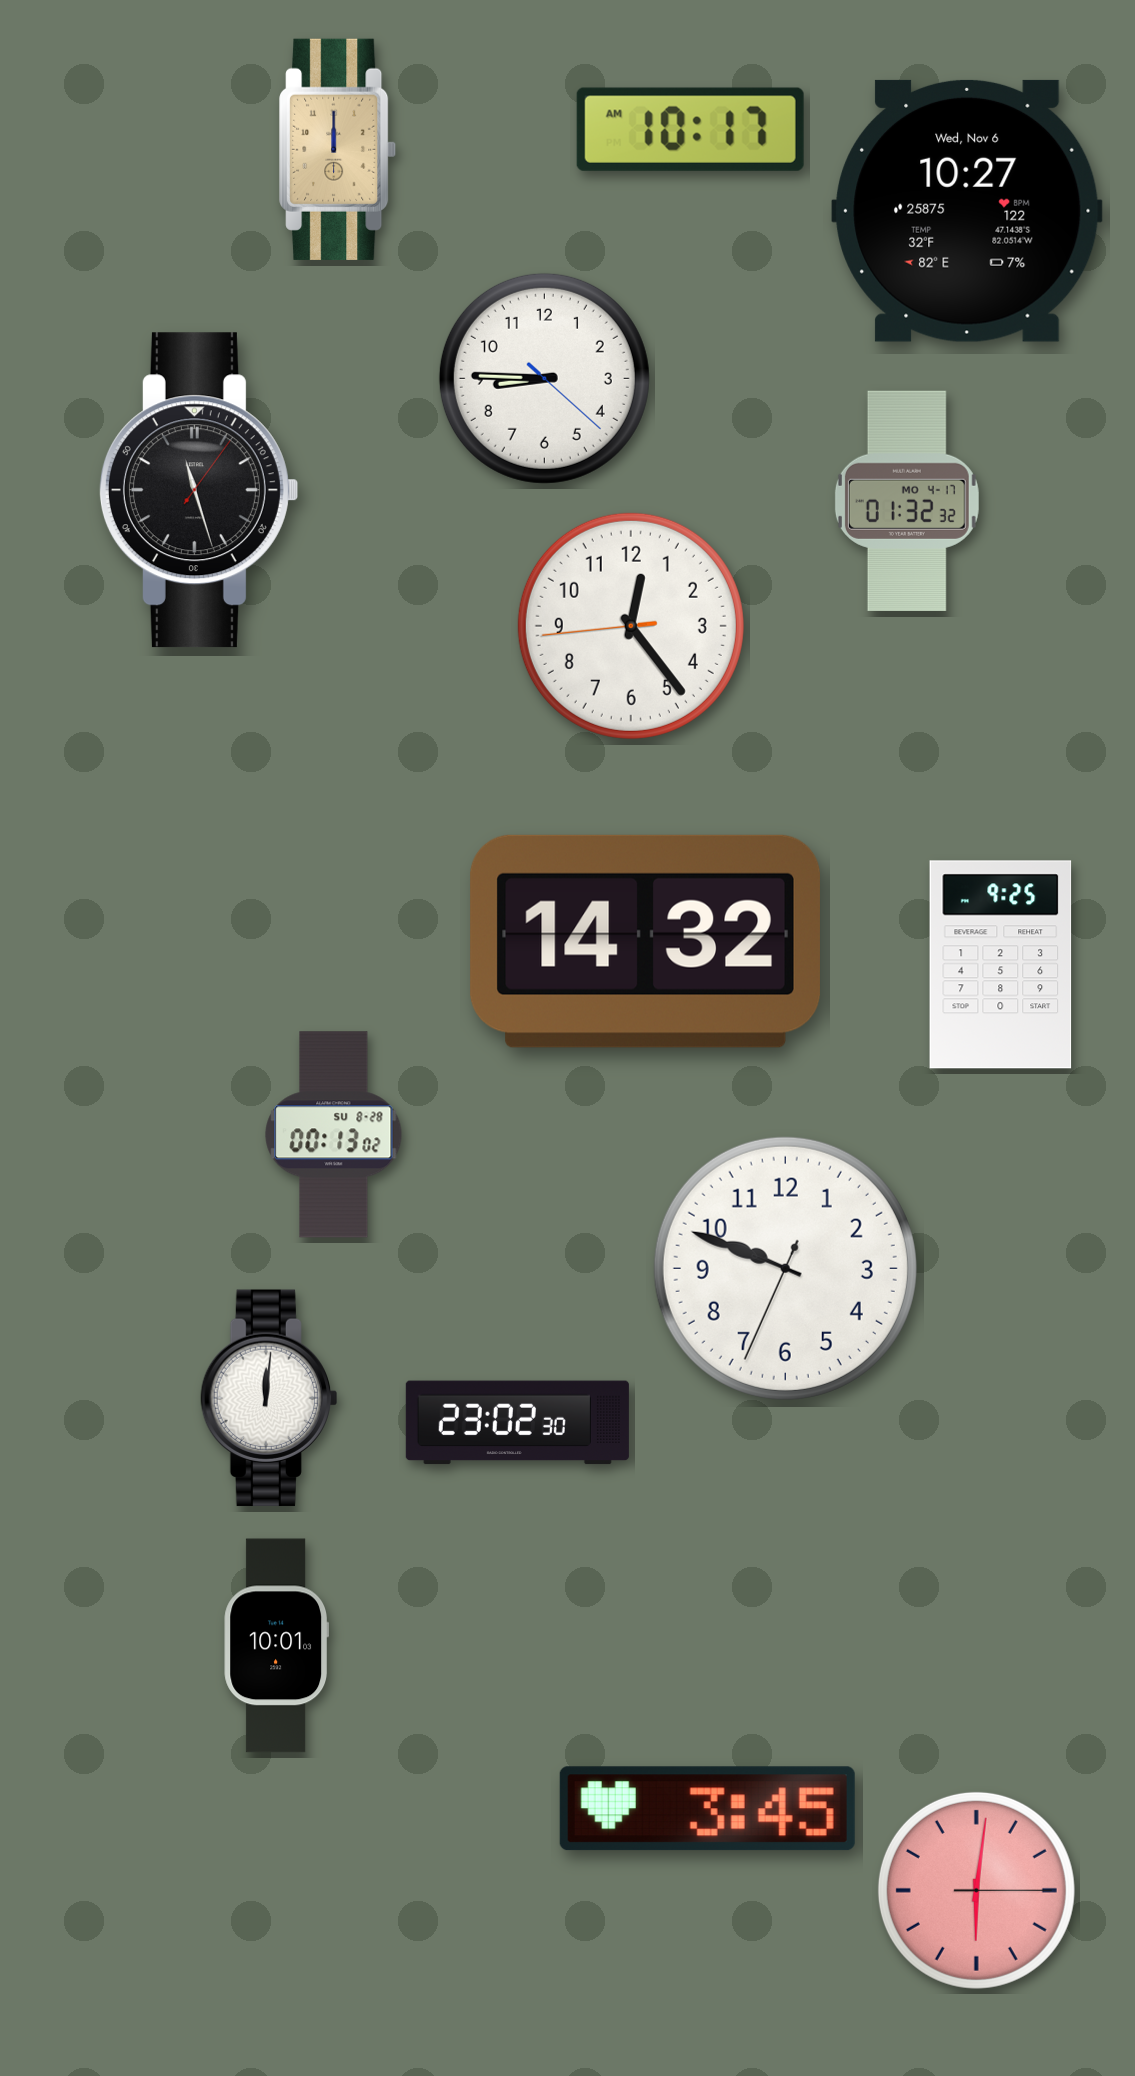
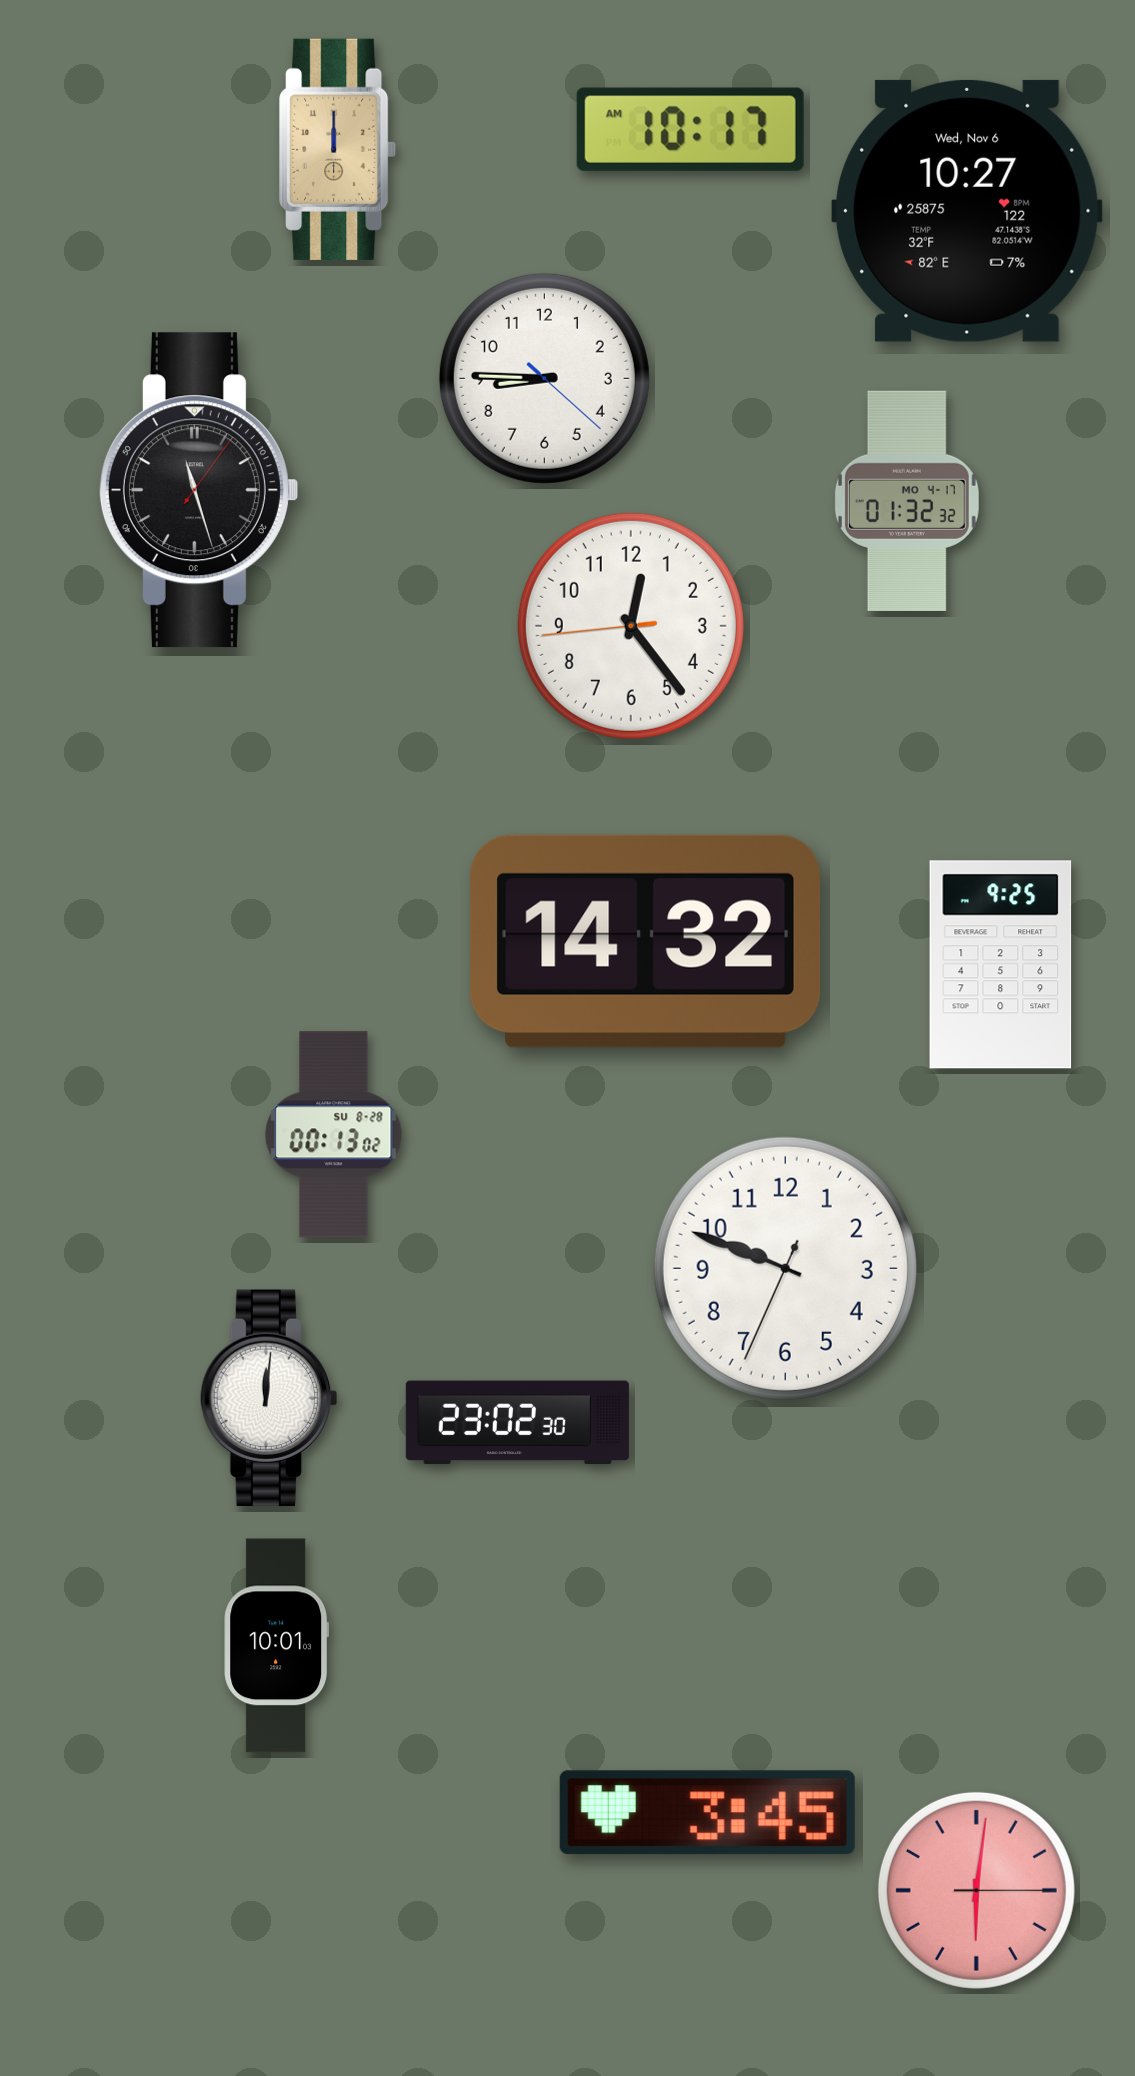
clock at (707, 1809) position: (707, 1809) -> (707, 1813)
